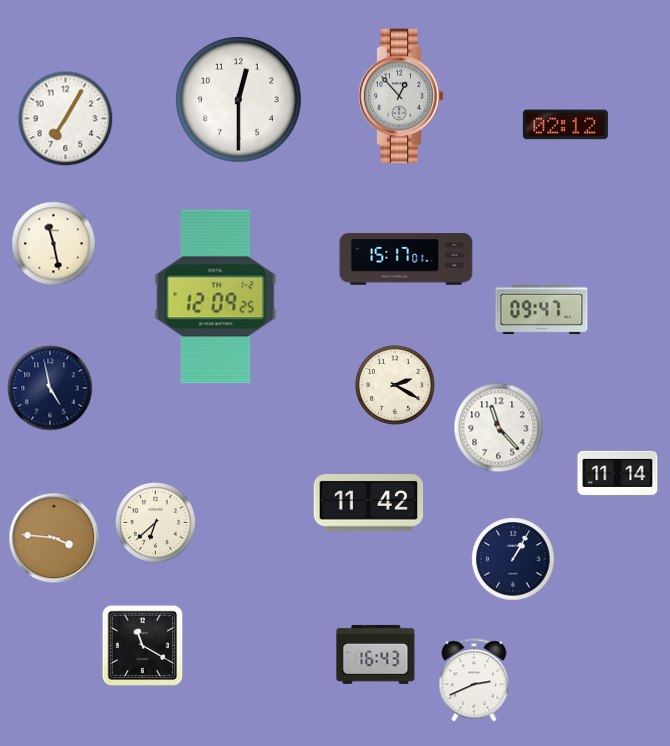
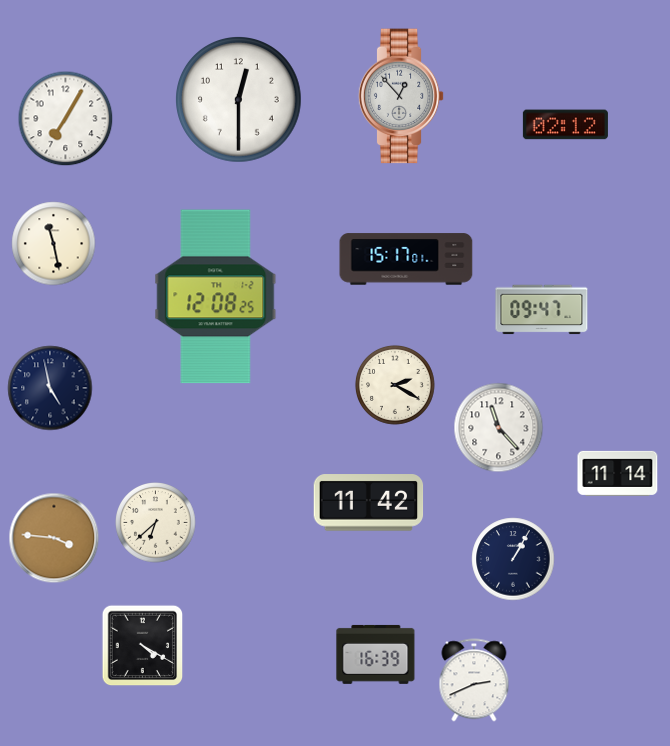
clock at (216, 297): 12:09 -> 12:08
clock at (143, 646): 11:20 -> 4:20
clock at (376, 654): 16:43 -> 16:39
